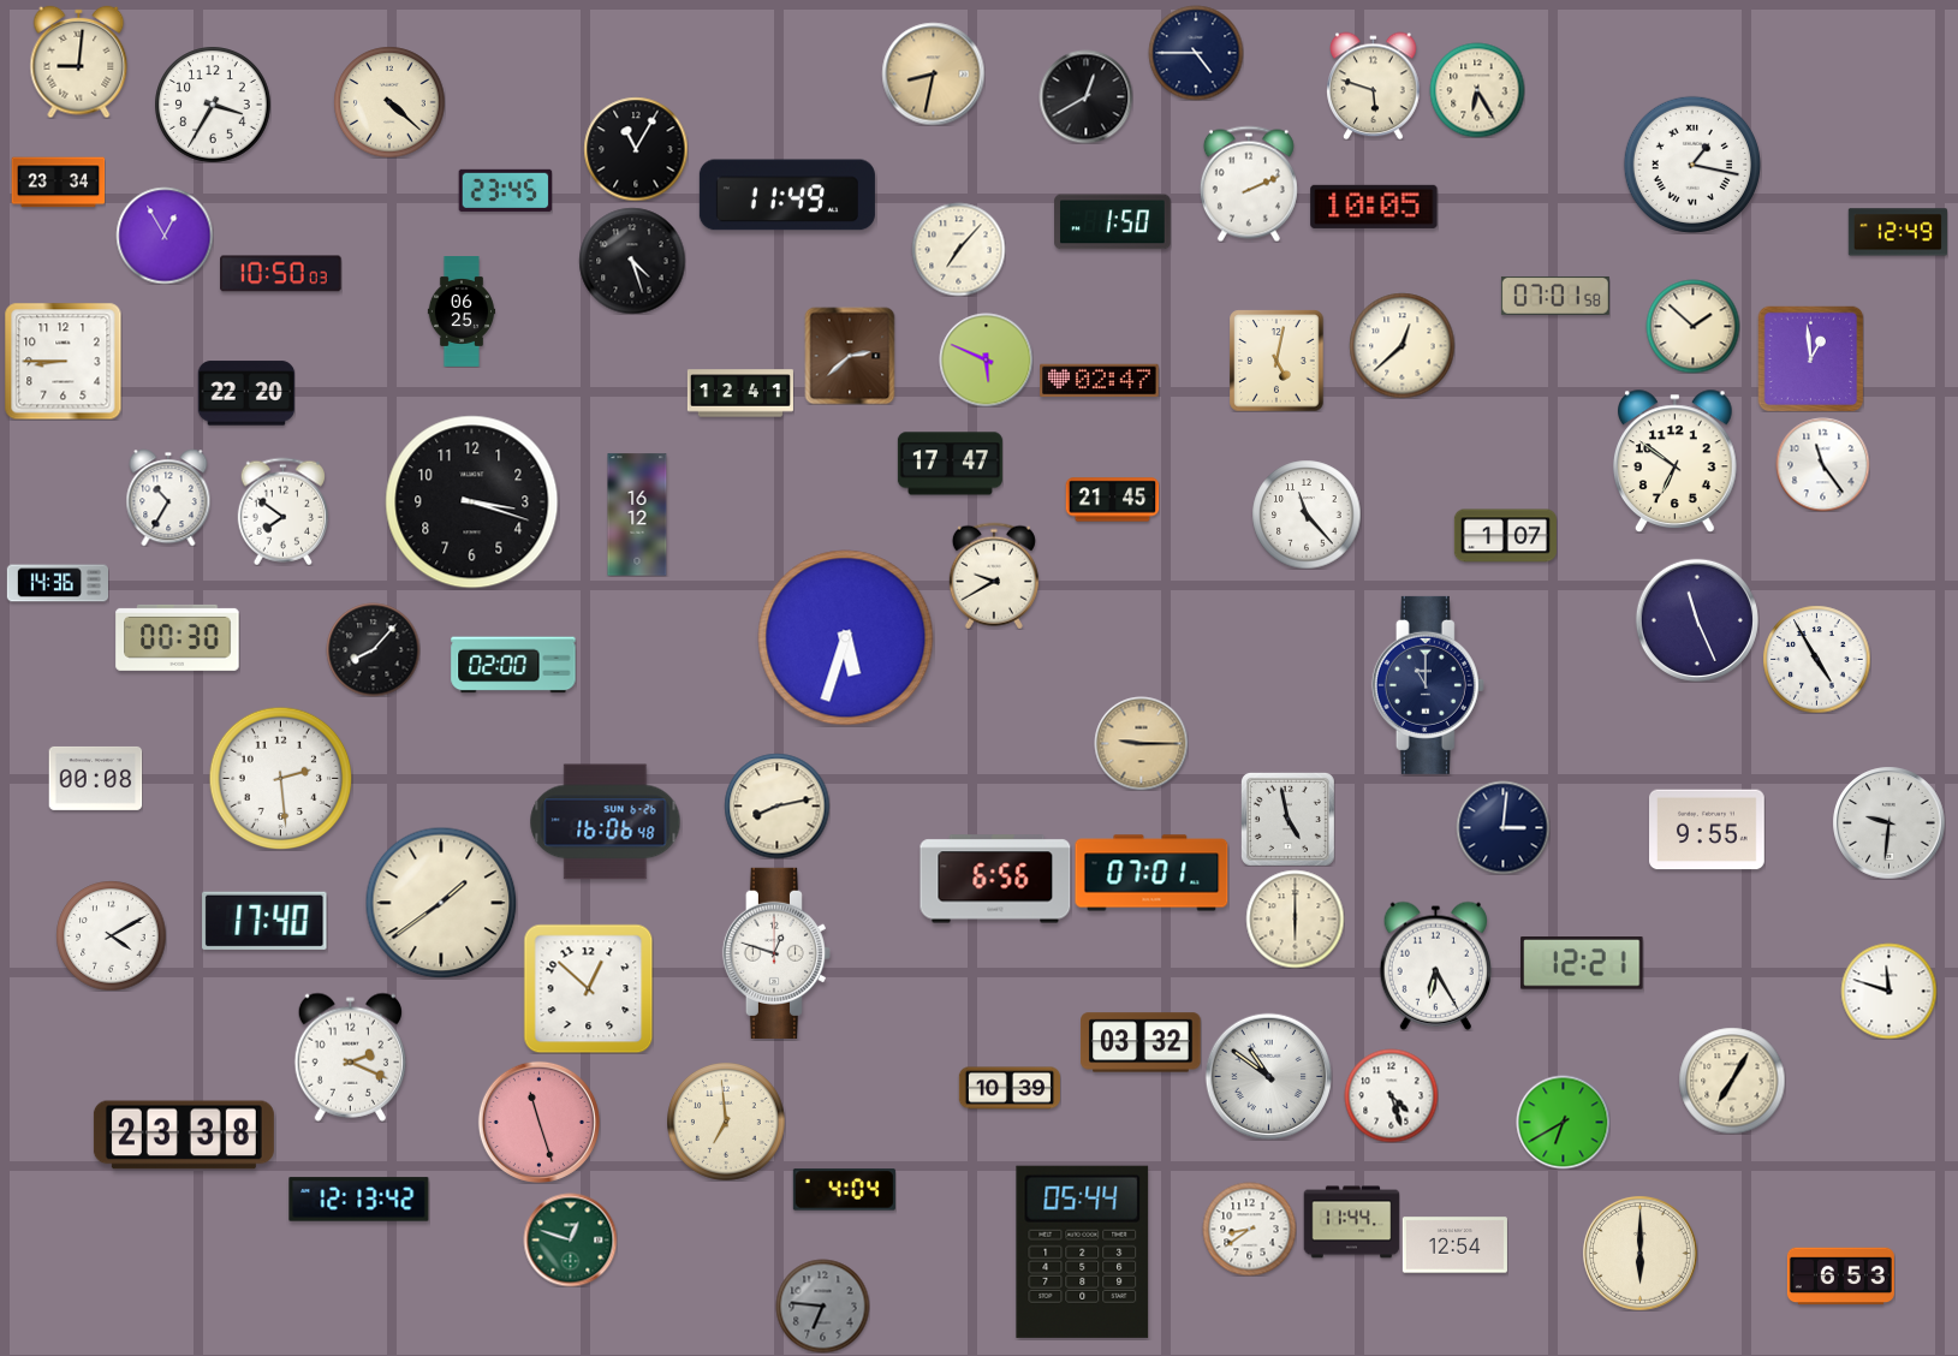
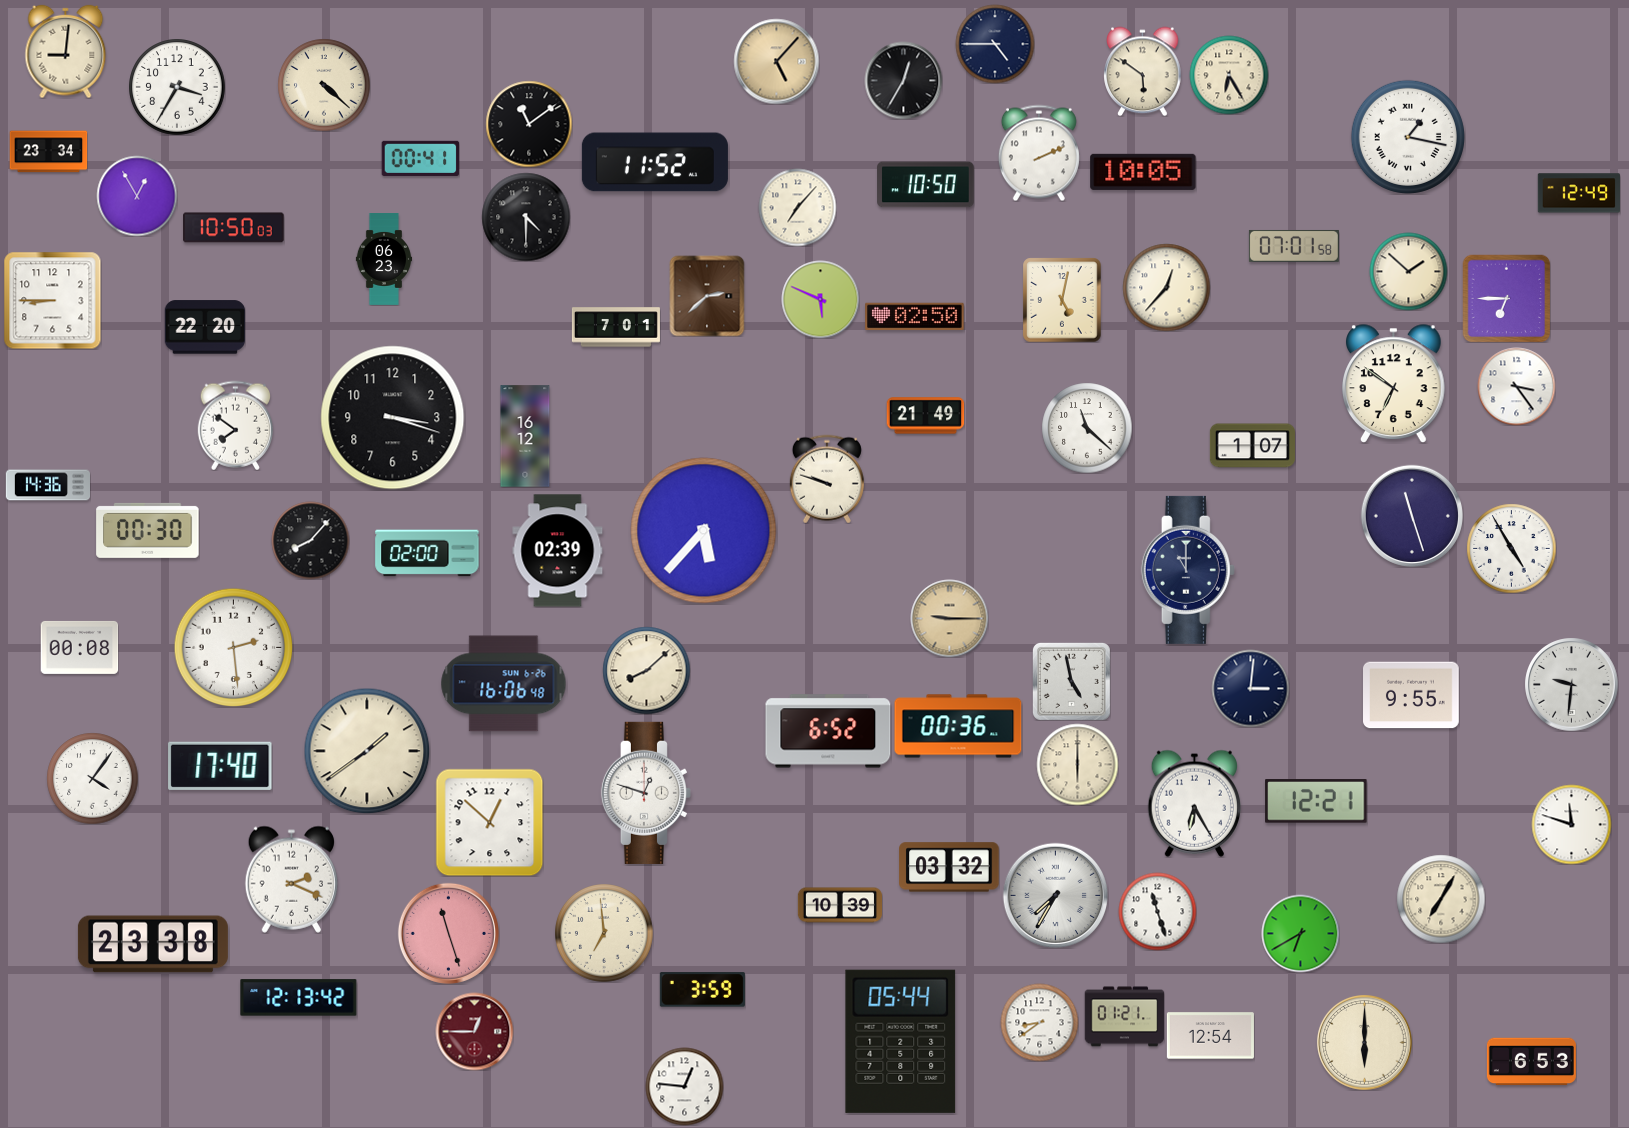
clock at (933, 73): 8:32 -> 5:07
clock at (1374, 85): 5:48 -> 5:51
clock at (1085, 96): 12:40 -> 12:35
clock at (636, 149): 11:05 -> 11:09
clock at (505, 190): 23:45 -> 00:41
clock at (787, 195): 11:49 -> 11:52
clock at (1113, 222): 1:50 -> 10:50
clock at (632, 261): 4:27 -> 4:30
clock at (460, 313): 06:25 -> 06:23
clock at (1401, 345): 12:38 -> 12:37
clock at (1810, 358): 12:59 -> 6:45
clock at (1100, 381): 02:47 -> 02:50
clock at (740, 393): 12:41 -> 7:01
clock at (950, 464): 17:47 -> none
clock at (1822, 464): 11:24 -> 3:24
clock at (168, 498): 10:35 -> none
clock at (1112, 500): 21:45 -> 21:49
clock at (637, 515) position: (637, 515) -> (525, 436)
clock at (1307, 515): 11:23 -> 11:22
clock at (994, 576): 9:40 -> 9:48
clock at (1697, 620): 11:26 -> 11:27
clock at (846, 638): 5:33 -> 5:37
clock at (558, 551): none -> 02:39
clock at (776, 805): 8:13 -> 8:08
clock at (1708, 829) position: (1708, 829) -> (1412, 695)
clock at (1151, 873): 07:01 -> 00:36
clock at (995, 879): 6:56 -> 6:52
clock at (111, 935): 4:10 -> 4:06
clock at (1268, 1076): 10:51 -> 7:35
clock at (1391, 1095): 4:27 -> 11:27
clock at (844, 1190): 4:04 -> 3:59
clock at (1351, 1223): 11:44 -> 01:21
clock at (570, 1239): 12:48 -> 12:45
clock at (570, 1239) dial: green -> burgundy
clock at (822, 1306): 6:46 -> 12:46
clock at (822, 1306) dial: grey -> white
